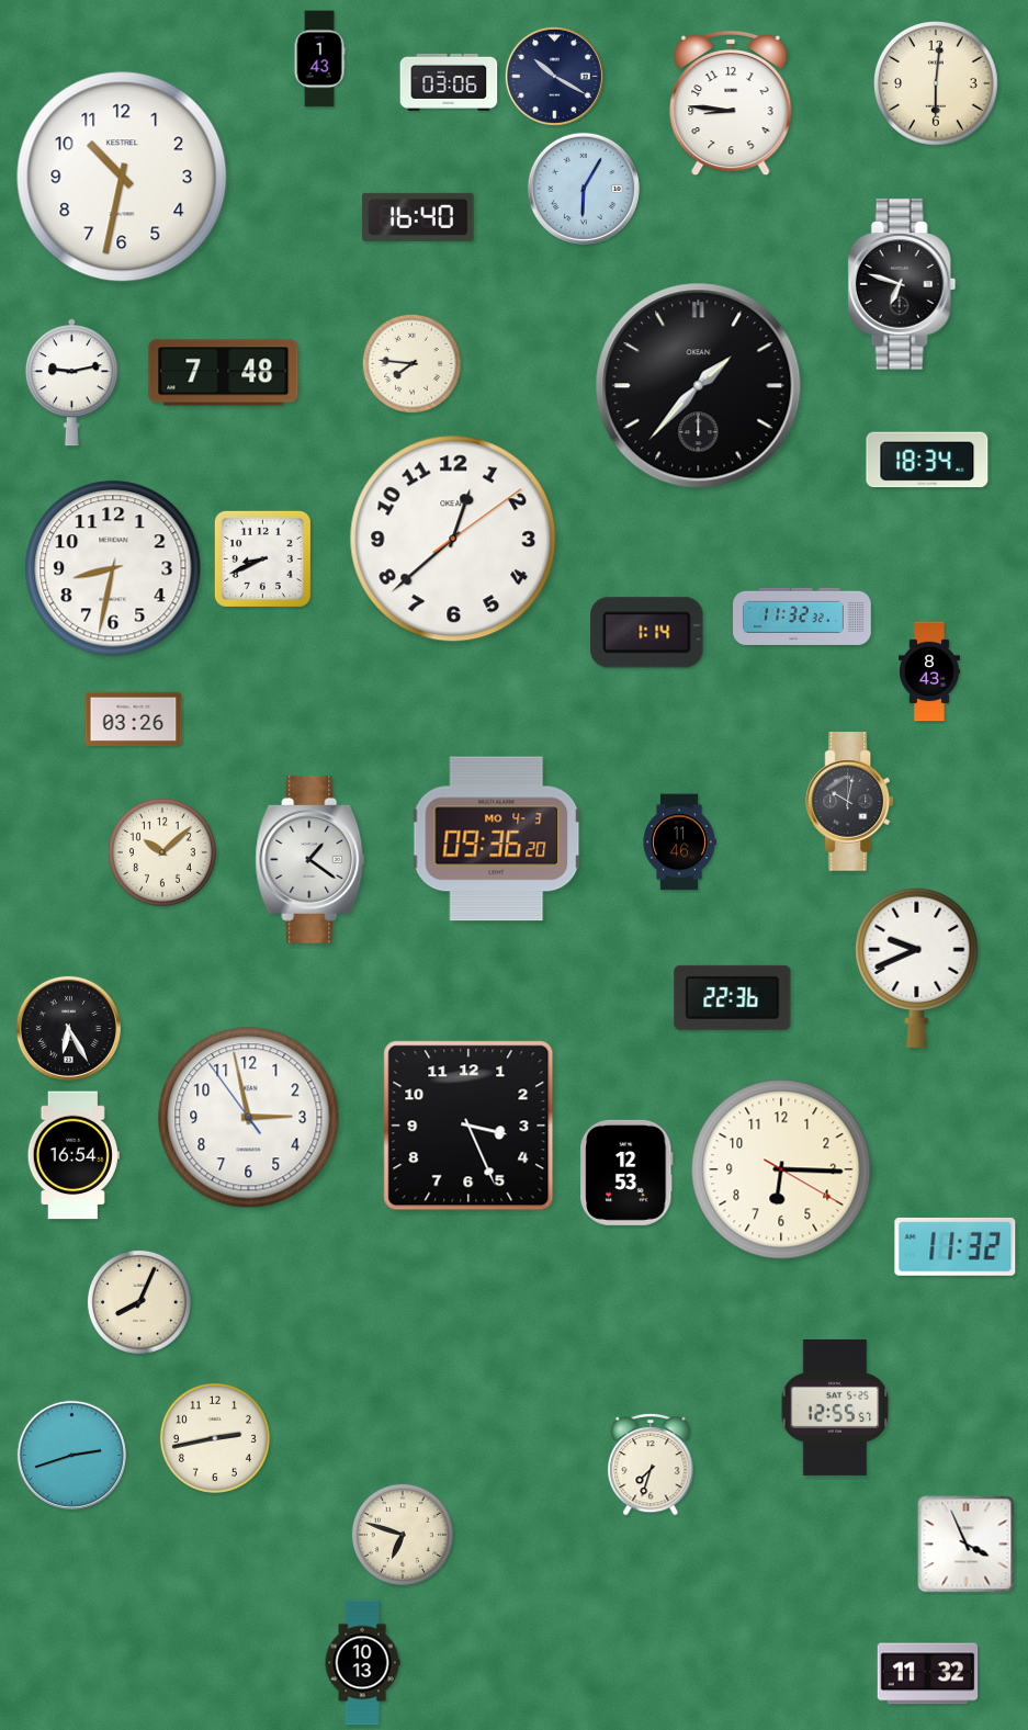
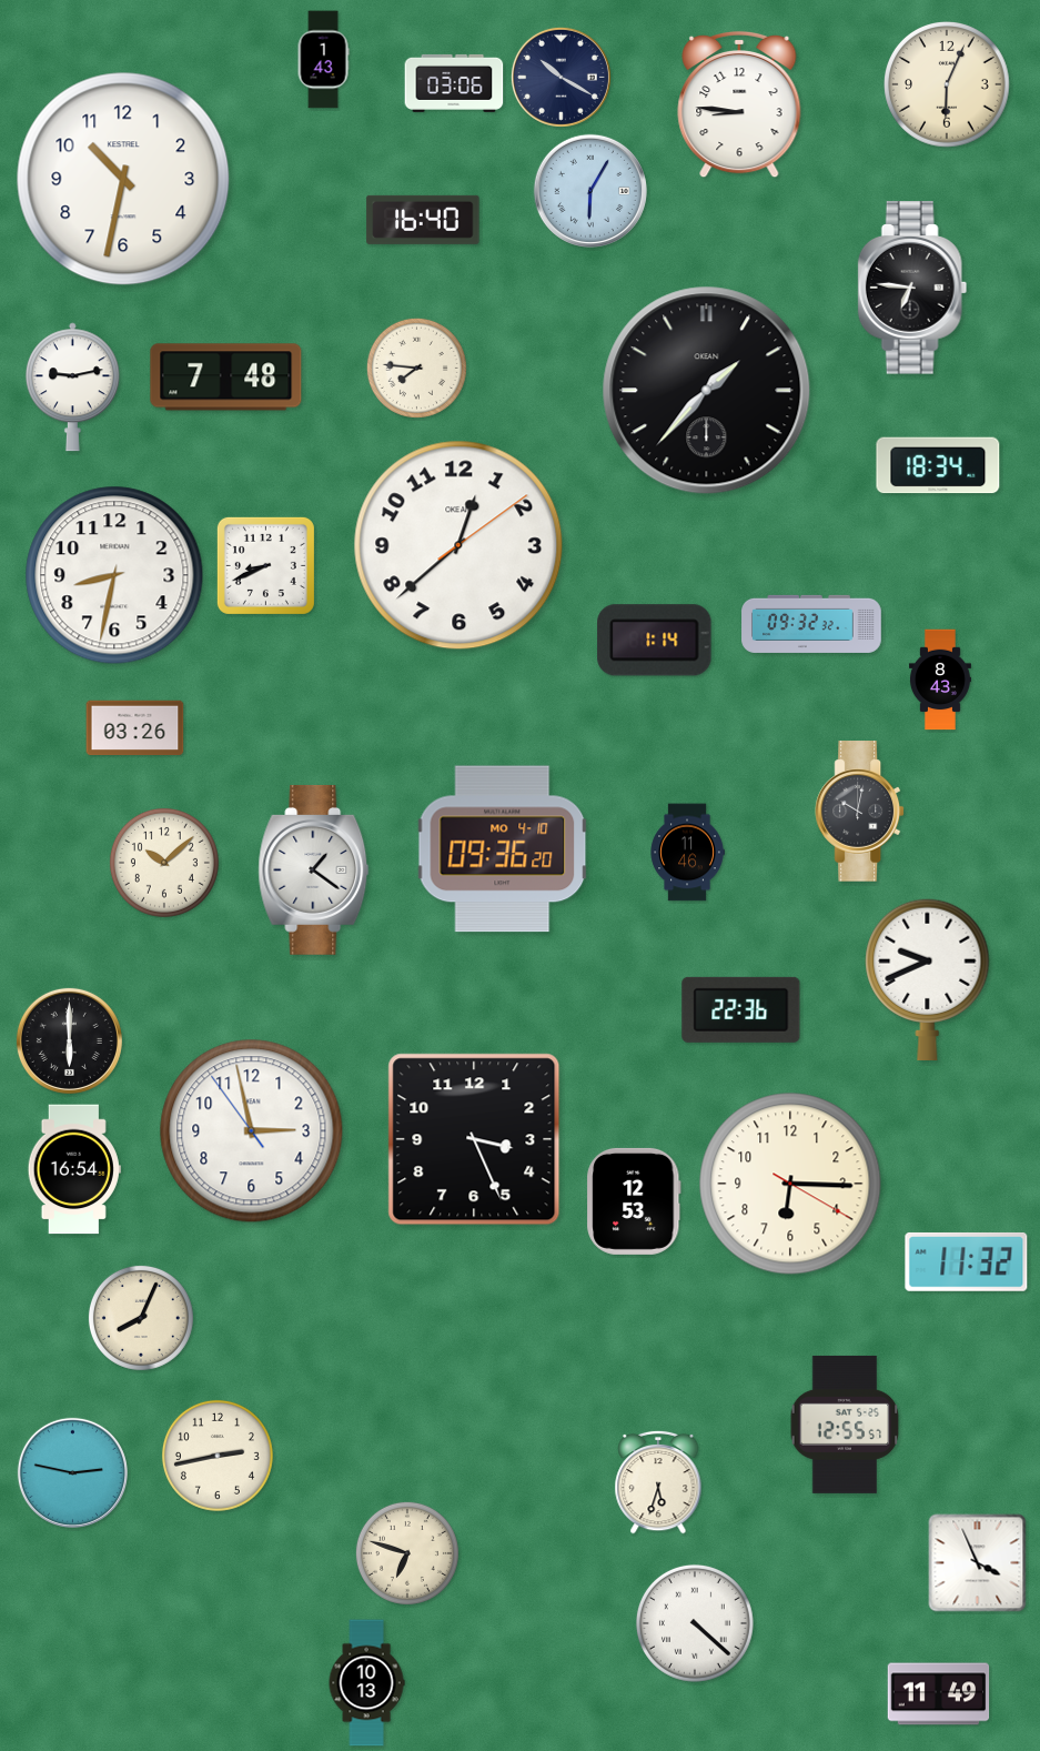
clock at (937, 84): 6:01 -> 6:04
clock at (902, 284): 6:48 -> 6:46
clock at (802, 617): 11:32 -> 09:32
clock at (497, 839) date: MO 4-3 -> MO 4-10
clock at (68, 1028): 6:25 -> 6:00
clock at (626, 1173) position: (626, 1173) -> (634, 1201)
clock at (71, 1455): 2:42 -> 2:47
clock at (651, 1465): 7:33 -> 5:33
clock at (695, 1623): none -> 4:22
clock at (928, 1674): 11:32 -> 11:49
